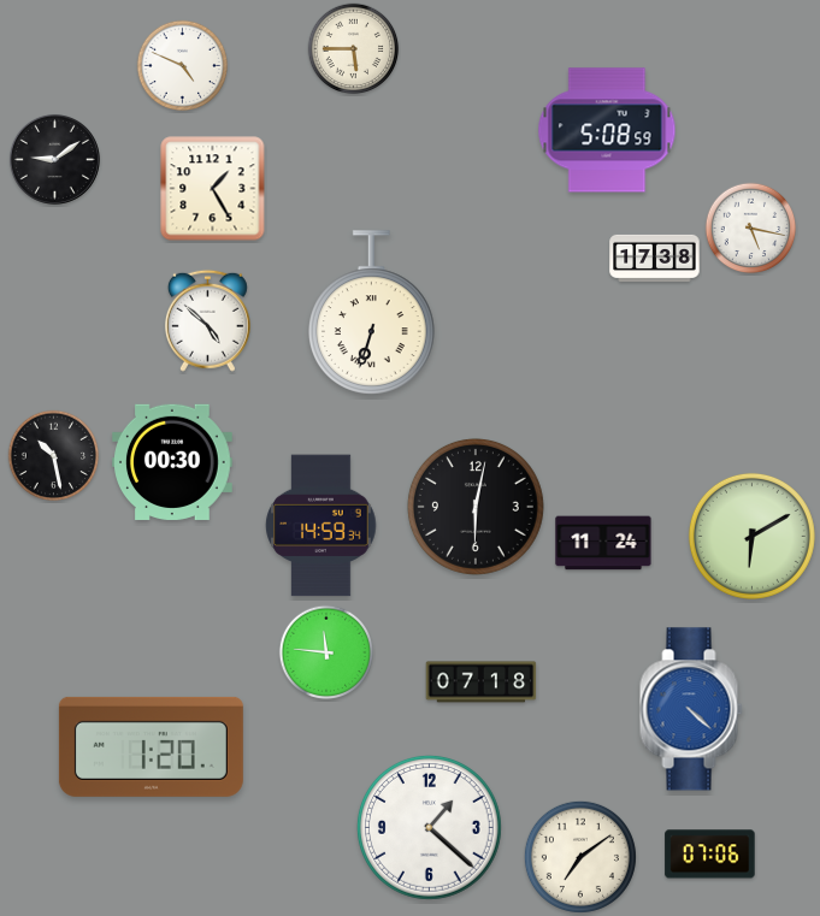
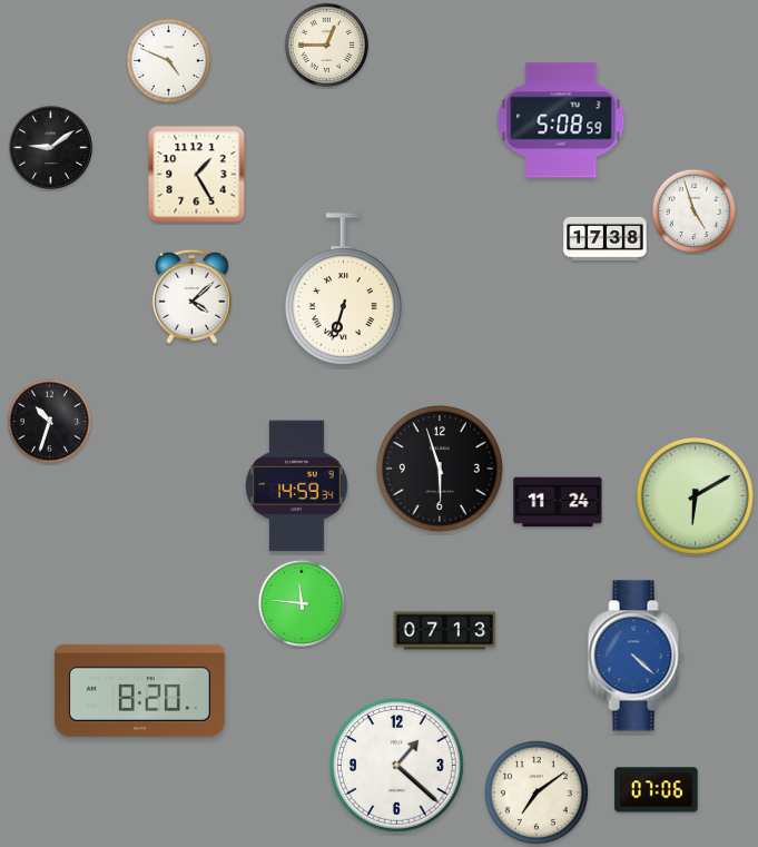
clock at (354, 49): 5:45 -> 12:45
clock at (751, 229): 5:17 -> 4:57
clock at (207, 320): 4:52 -> 4:08
clock at (54, 456): 10:28 -> 10:33
clock at (173, 462): 00:30 -> none
clock at (476, 507): 6:02 -> 5:57
clock at (482, 682): 07:18 -> 07:13
clock at (691, 709) position: (691, 709) -> (636, 656)
clock at (151, 746): 1:20 -> 8:20
